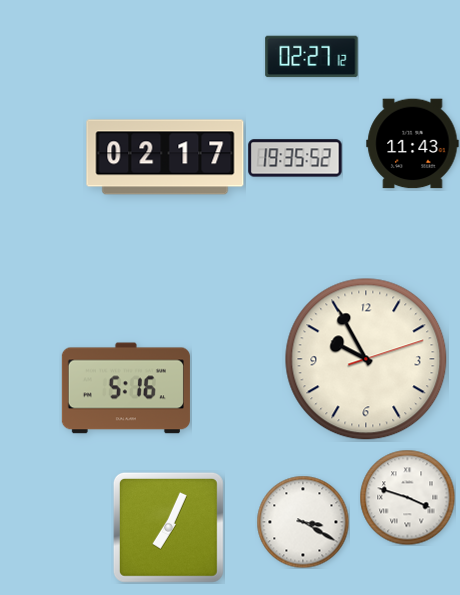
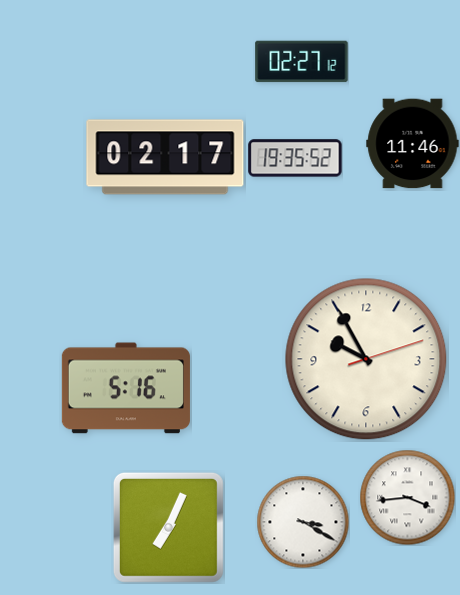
clock at (312, 57) position: (312, 57) -> (302, 62)
clock at (413, 144): 11:43 -> 11:46
clock at (407, 497): 3:48 -> 3:44
